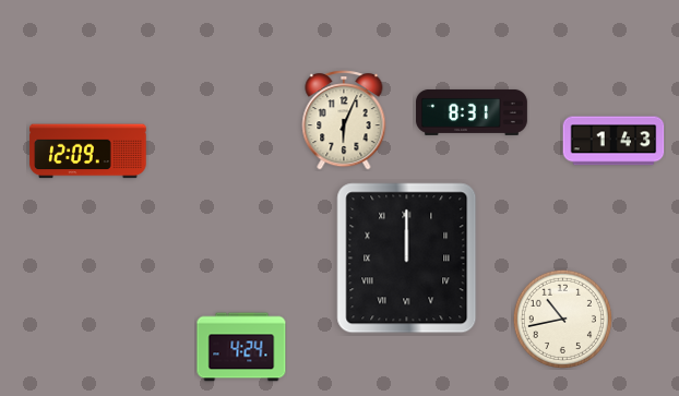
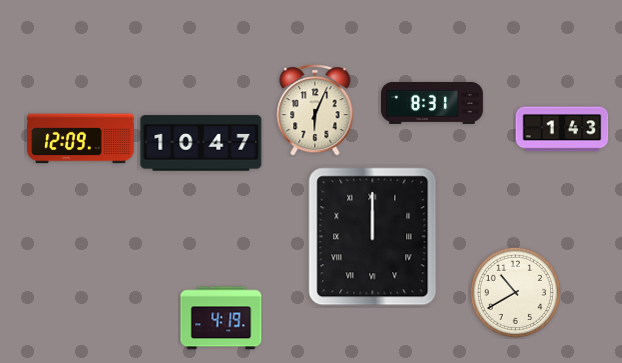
clock at (201, 143): none -> 10:47
clock at (562, 319): 10:43 -> 10:40
clock at (241, 347): 4:24 -> 4:19
